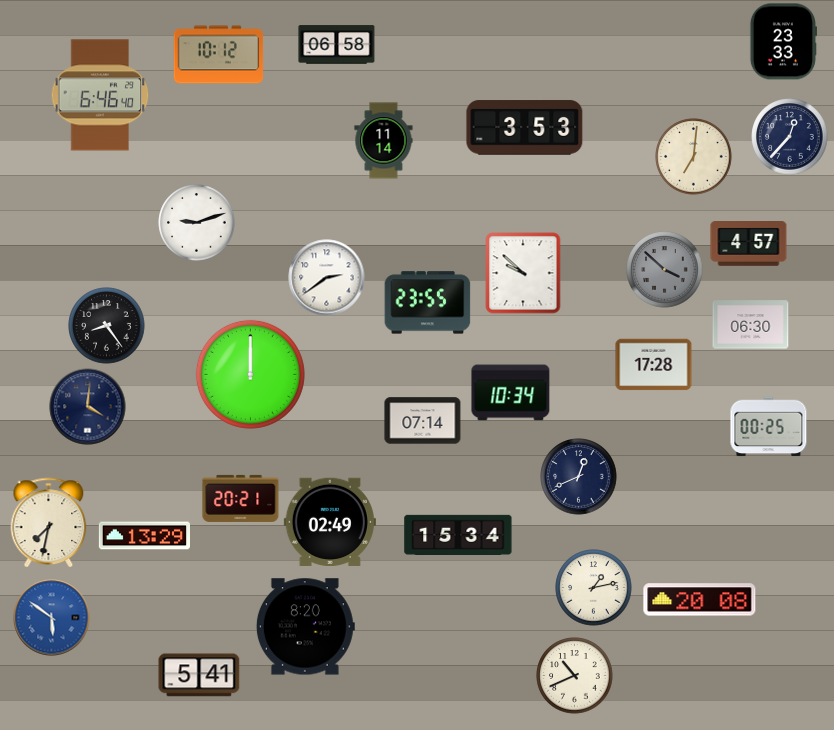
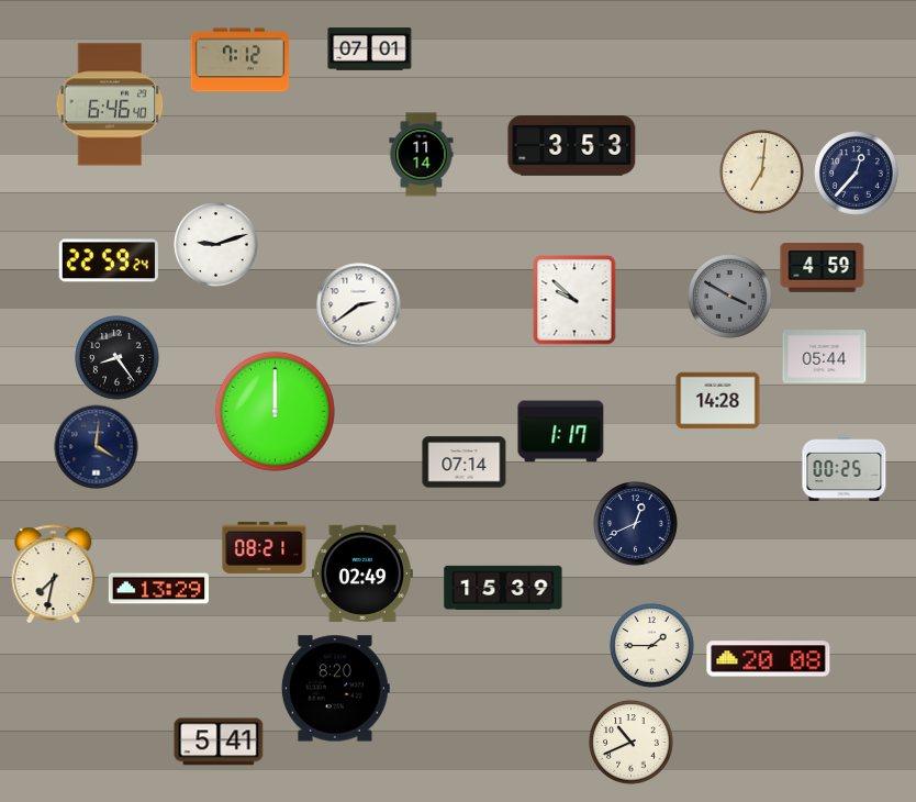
clock at (783, 42): 23:33 -> none
clock at (337, 45): 06:58 -> 07:01
clock at (219, 55): 10:12 -> 7:12
clock at (525, 128) position: (525, 128) -> (572, 146)
clock at (790, 137) position: (790, 137) -> (857, 174)
clock at (109, 260): none -> 22:59
clock at (749, 244): 4:57 -> 4:59
clock at (665, 270): 3:52 -> 3:50
clock at (428, 303): 23:55 -> none
clock at (751, 325): 06:30 -> 05:44
clock at (654, 365): 17:28 -> 14:28
clock at (511, 393): 10:34 -> 1:17
clock at (241, 498): 20:21 -> 08:21
clock at (458, 535): 15:34 -> 15:39
clock at (594, 588): 1:13 -> 1:45
clock at (52, 618): 5:51 -> none
